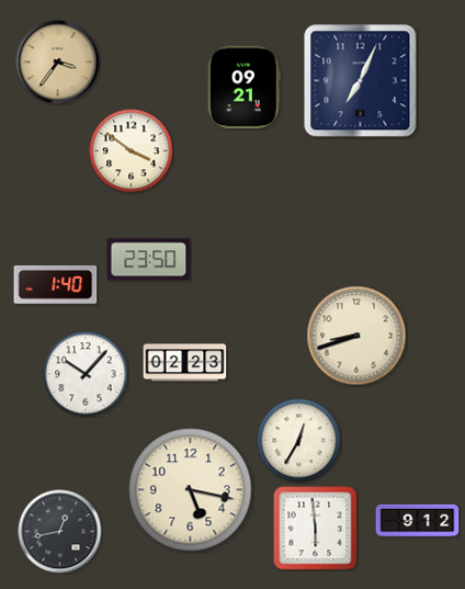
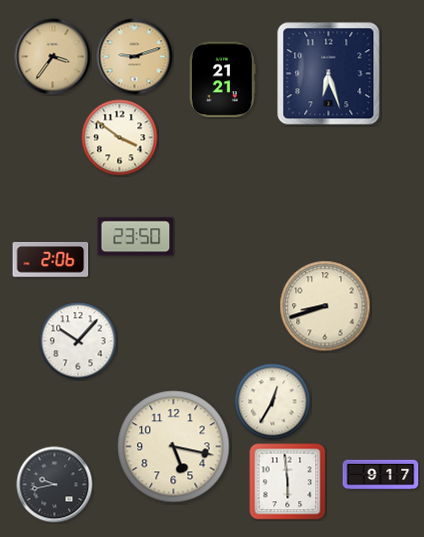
clock at (135, 57): none -> 9:12
clock at (361, 81): 7:04 -> 6:27
clock at (243, 88): 09:21 -> 21:21
clock at (56, 284): 1:40 -> 2:06
clock at (185, 363): 02:23 -> none
clock at (418, 521): 9:12 -> 9:17
clock at (60, 532): 12:43 -> 9:43
